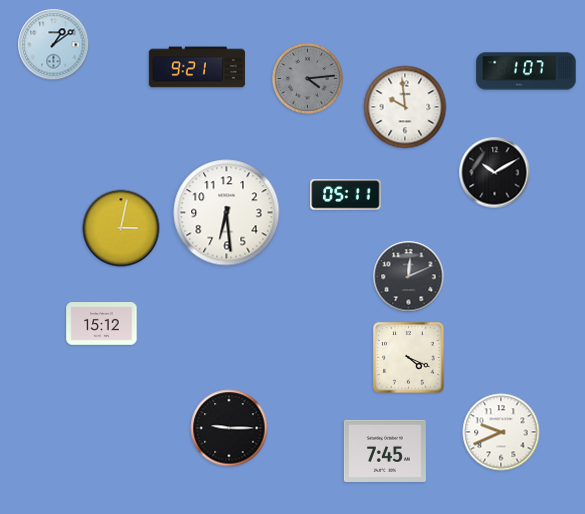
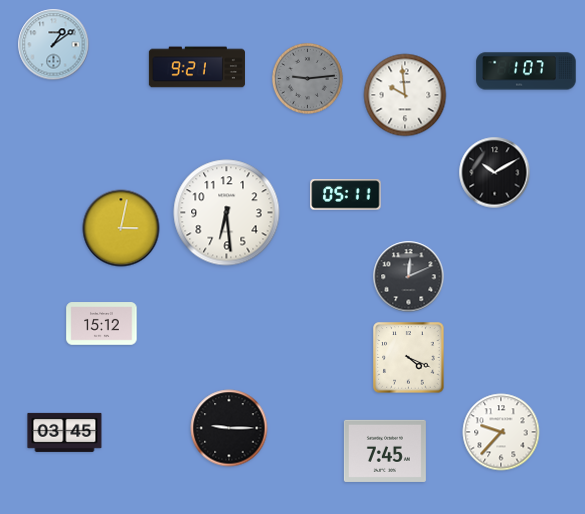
clock at (307, 78): 4:14 -> 9:14
clock at (405, 107) position: (405, 107) -> (405, 95)
clock at (65, 432): none -> 03:45
clock at (501, 432): 9:41 -> 9:37
